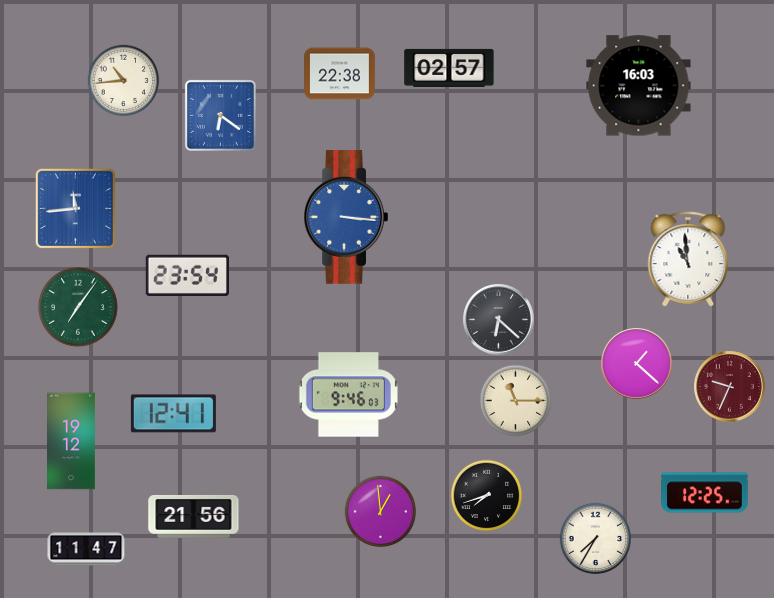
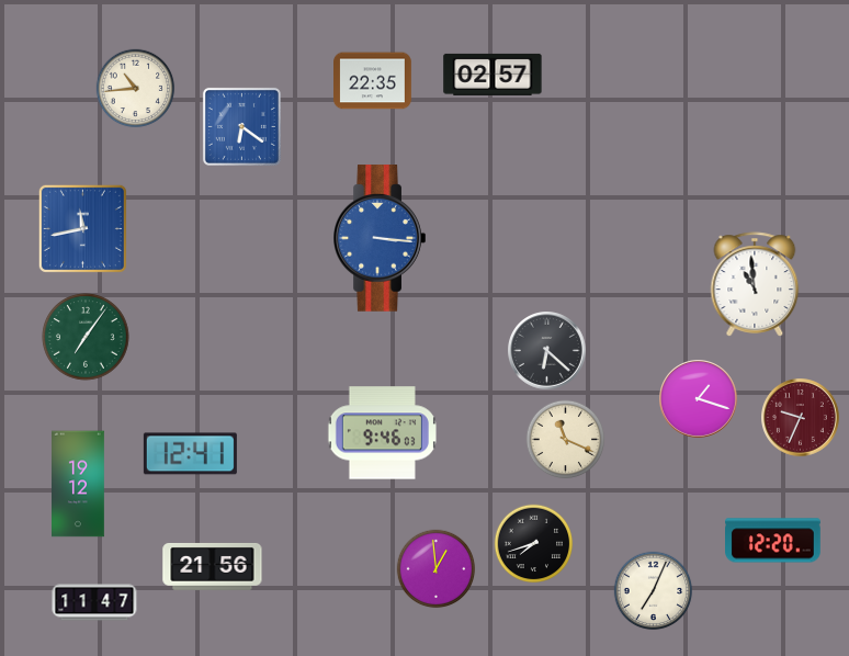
clock at (340, 74): 22:38 -> 22:35
clock at (639, 86): 16:03 -> none
clock at (75, 208): 11:44 -> 11:43
clock at (187, 275): 23:54 -> none
clock at (637, 364): 1:22 -> 1:18
clock at (730, 387) position: (730, 387) -> (801, 418)
clock at (516, 401): 11:15 -> 11:19
clock at (705, 493): 12:25 -> 12:20
clock at (381, 512) position: (381, 512) -> (437, 569)
clock at (596, 539): 7:35 -> 7:04
